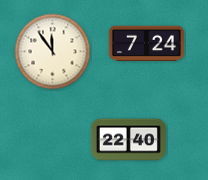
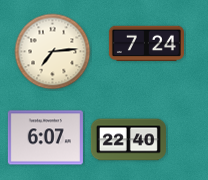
clock at (53, 52): 11:54 -> 7:14
clock at (45, 138): none -> 6:07
